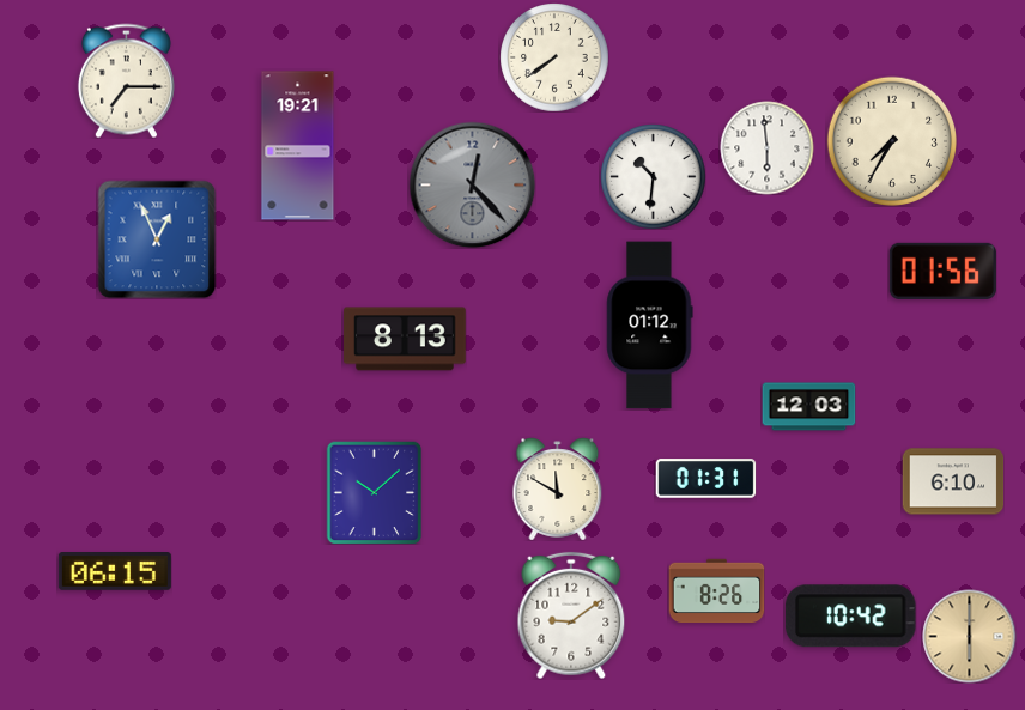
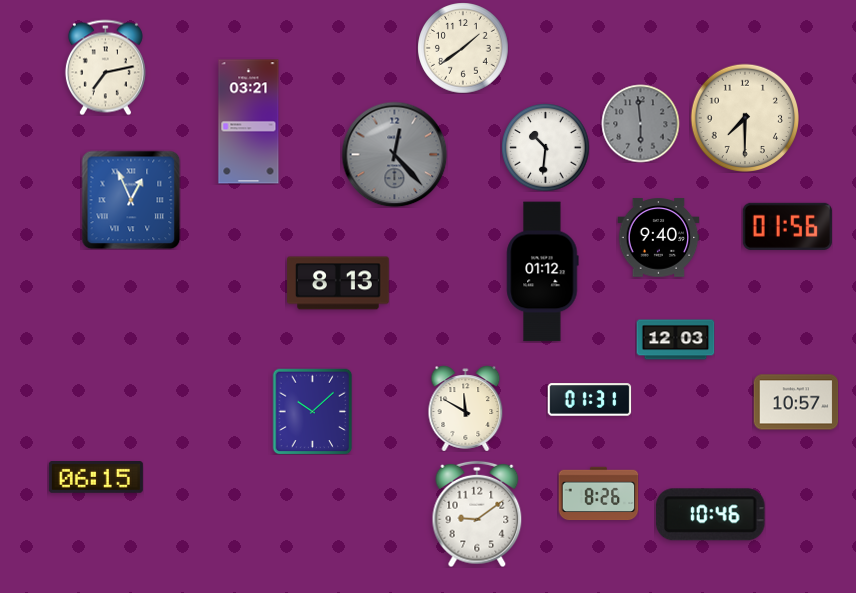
clock at (554, 57): 7:39 -> 1:39
clock at (126, 80): 7:15 -> 7:13
clock at (891, 140): 7:35 -> 7:30
clock at (298, 146): 19:21 -> 03:21
clock at (766, 147) dial: white -> grey
clock at (658, 238): none -> 9:40
clock at (953, 481): 6:10 -> 10:57
clock at (851, 617): 10:42 -> 10:46
clock at (969, 636): 6:00 -> none
